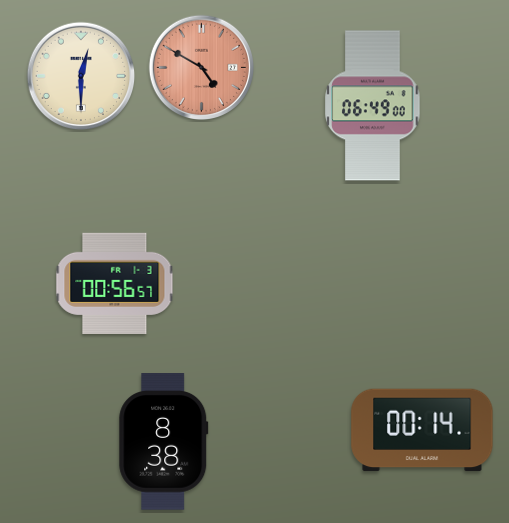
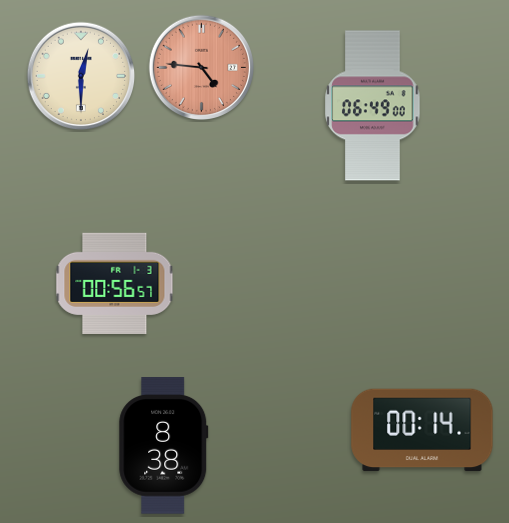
clock at (201, 67): 4:50 -> 4:46
clock at (164, 442) position: (164, 442) -> (164, 446)
